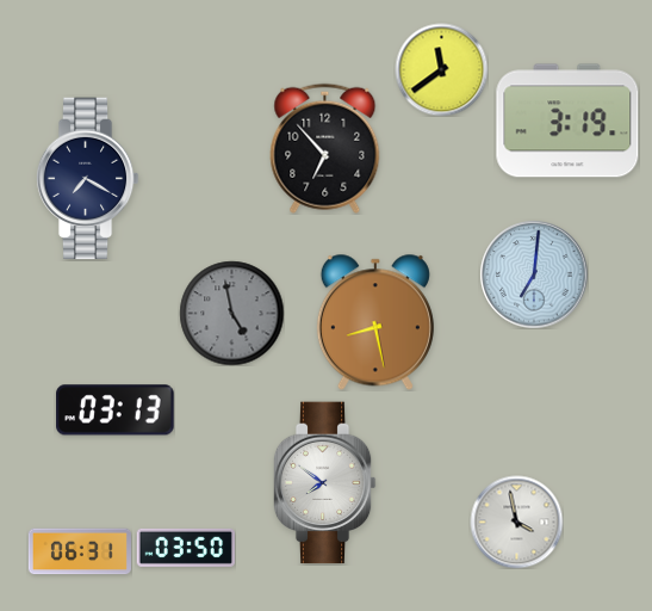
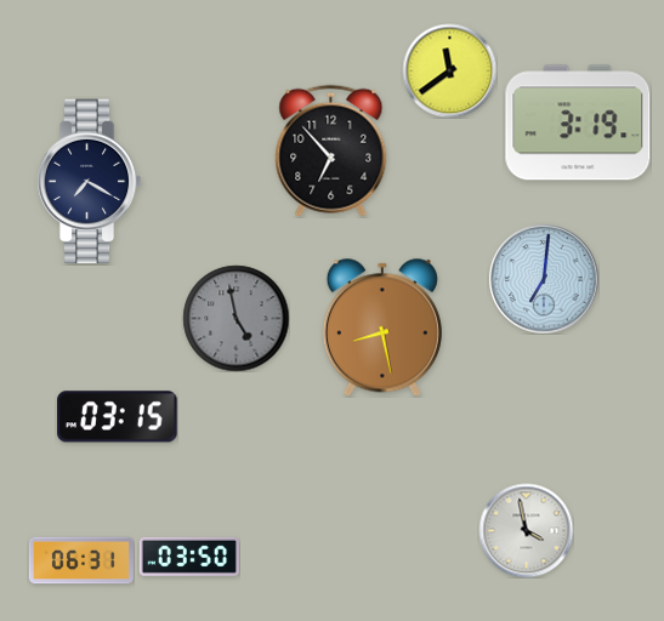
clock at (116, 411): 03:13 -> 03:15
clock at (324, 483): 7:51 -> none
